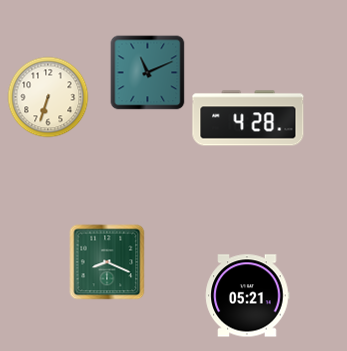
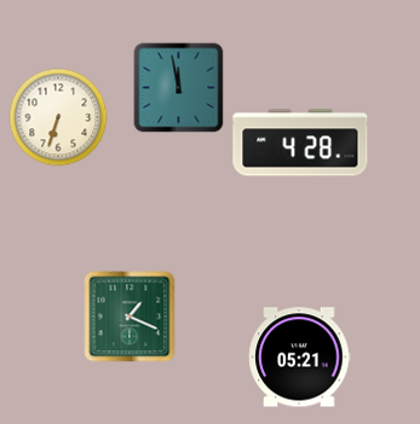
clock at (148, 73): 11:11 -> 11:58
clock at (107, 262): 8:19 -> 1:19
